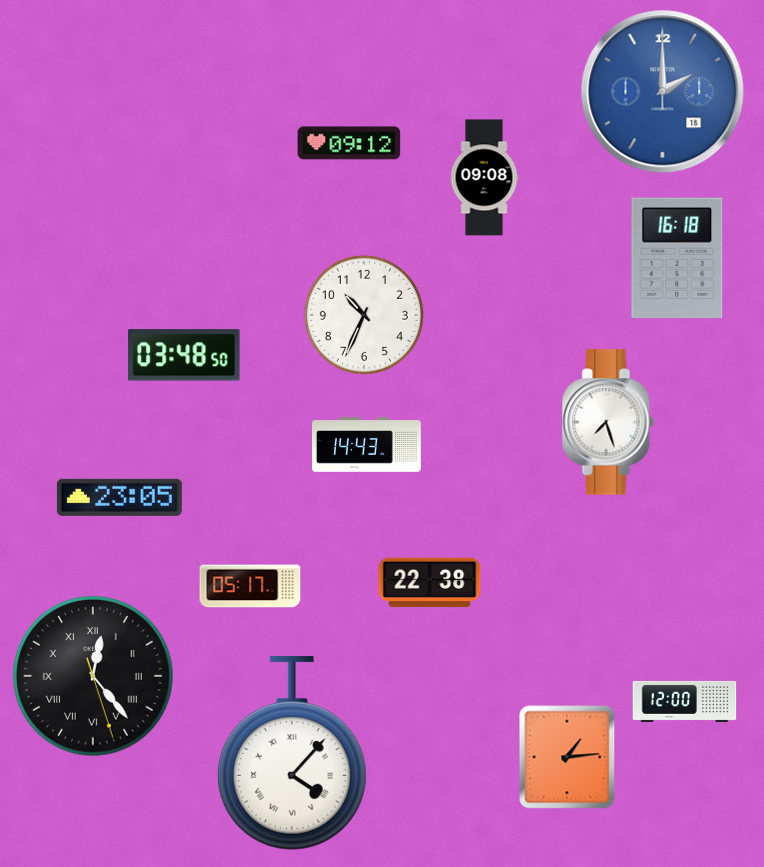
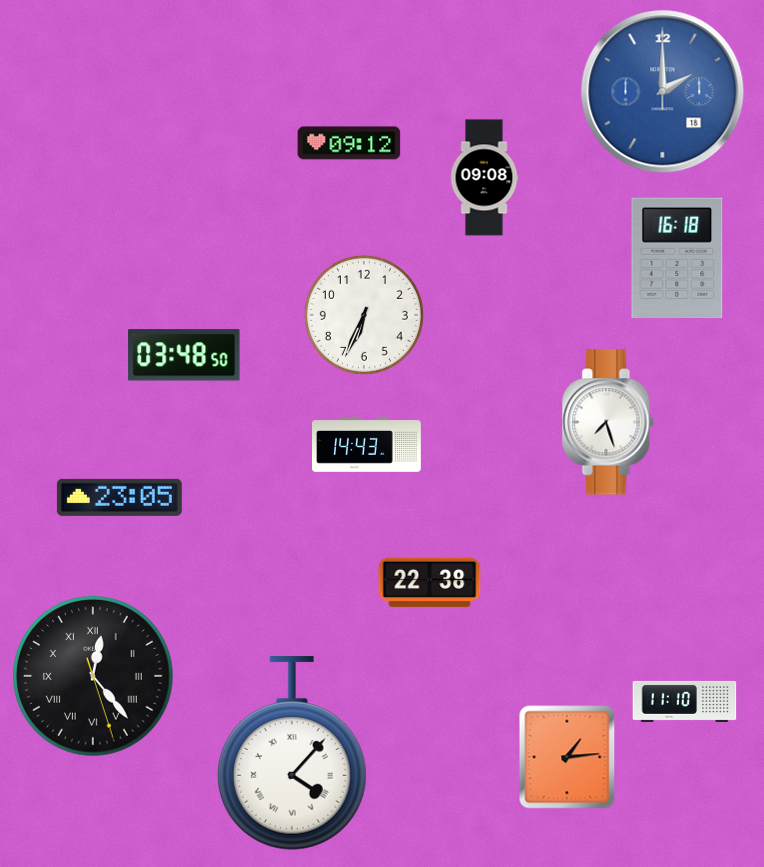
clock at (364, 315): 10:34 -> 6:34
clock at (250, 586): 05:17 -> none
clock at (685, 701): 12:00 -> 11:10
